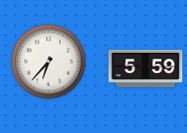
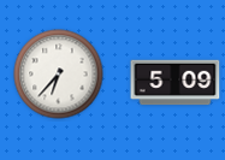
clock at (146, 69): 5:59 -> 5:09
